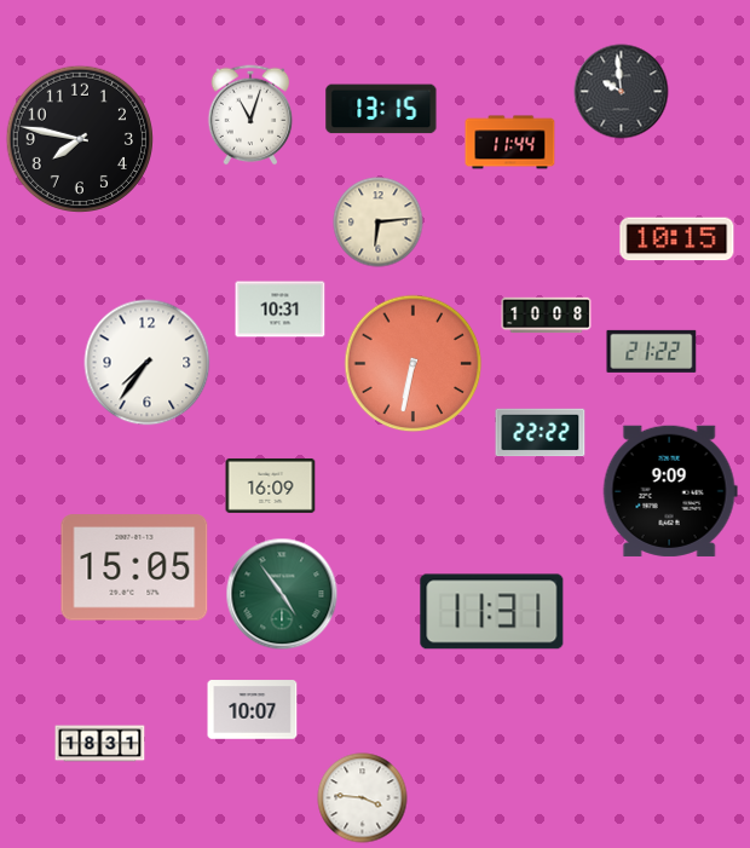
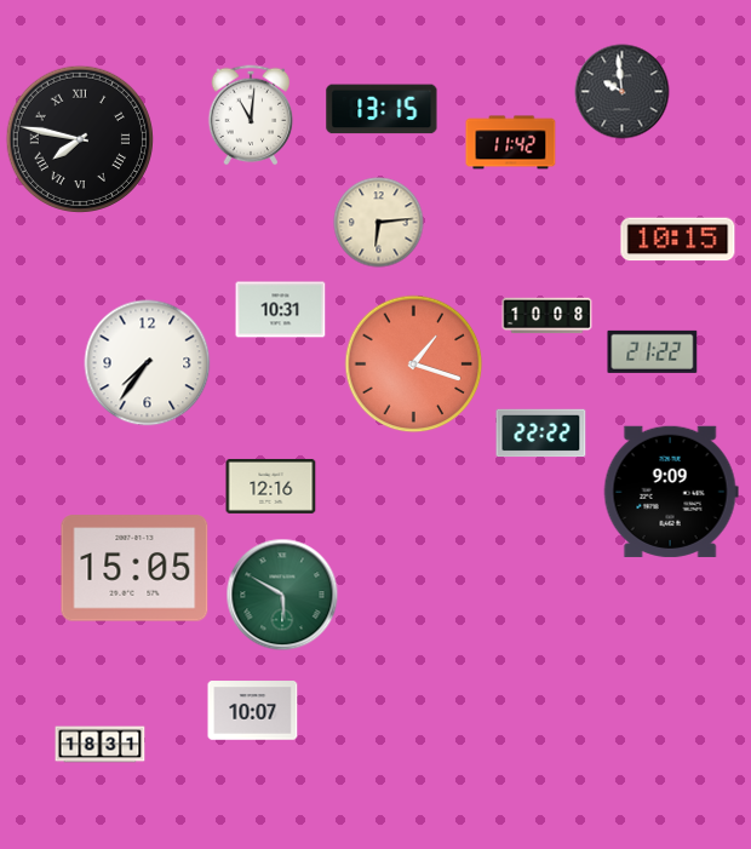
clock at (250, 115): 11:03 -> 11:01
clock at (79, 138) numerals: Arabic -> Roman
clock at (510, 143): 11:44 -> 11:42
clock at (414, 364): 6:32 -> 1:18
clock at (271, 485): 16:09 -> 12:16
clock at (282, 594): 4:54 -> 5:50
clock at (492, 612): 11:31 -> none
clock at (363, 798): 3:46 -> none
